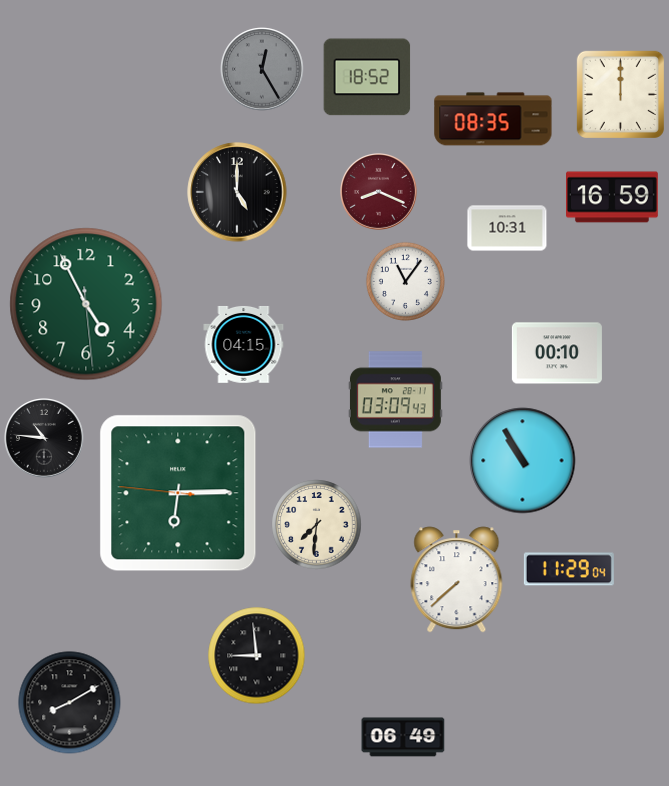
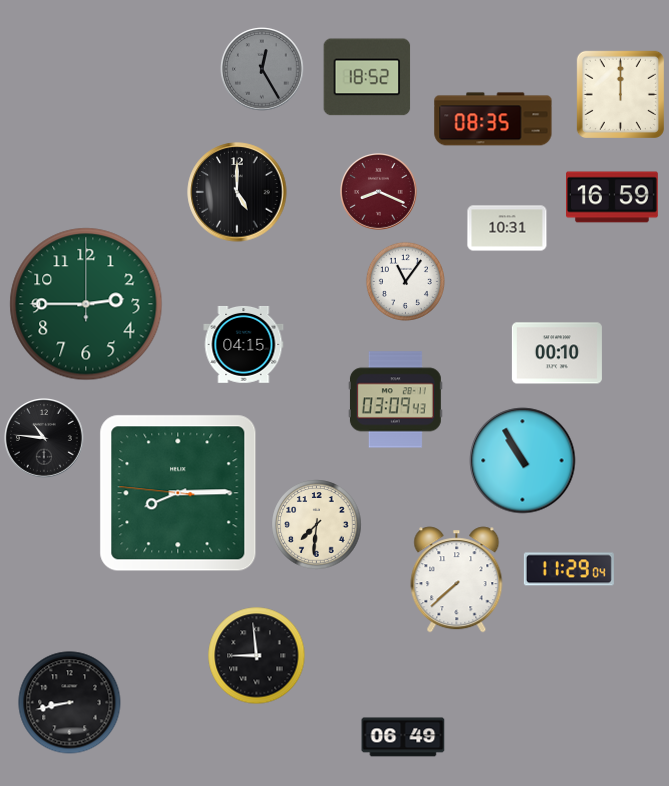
clock at (86, 304): 4:55 -> 2:45
clock at (178, 493): 6:14 -> 8:14
clock at (70, 703): 8:10 -> 8:43
